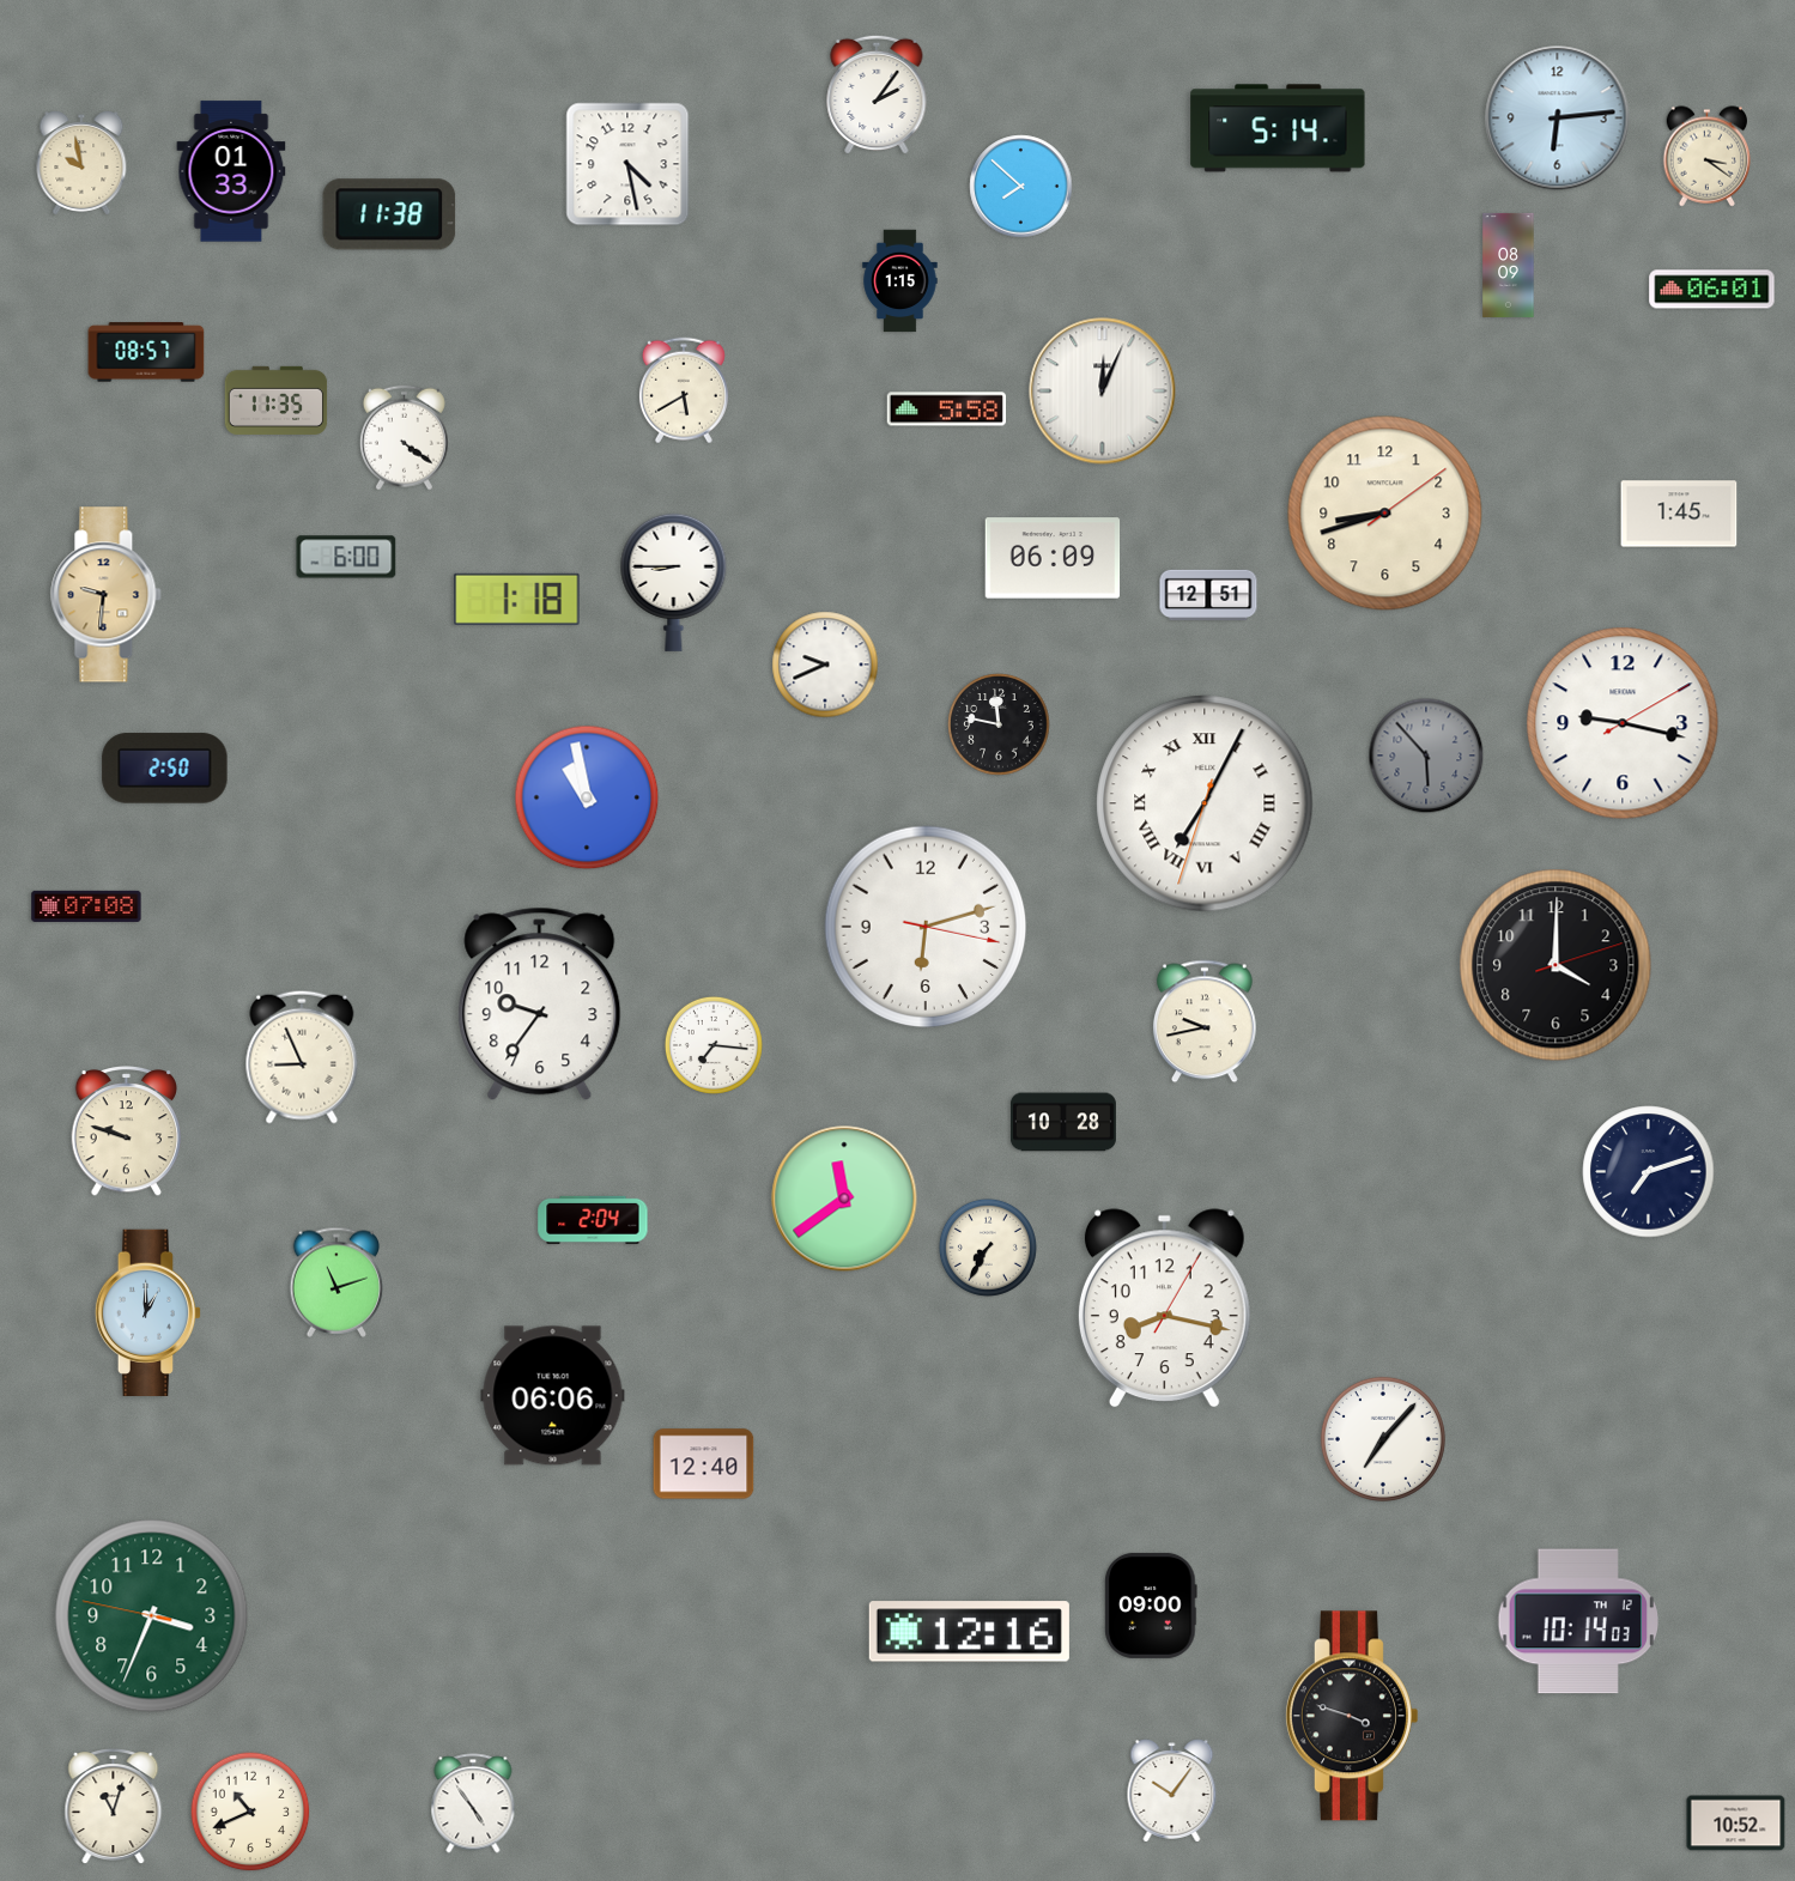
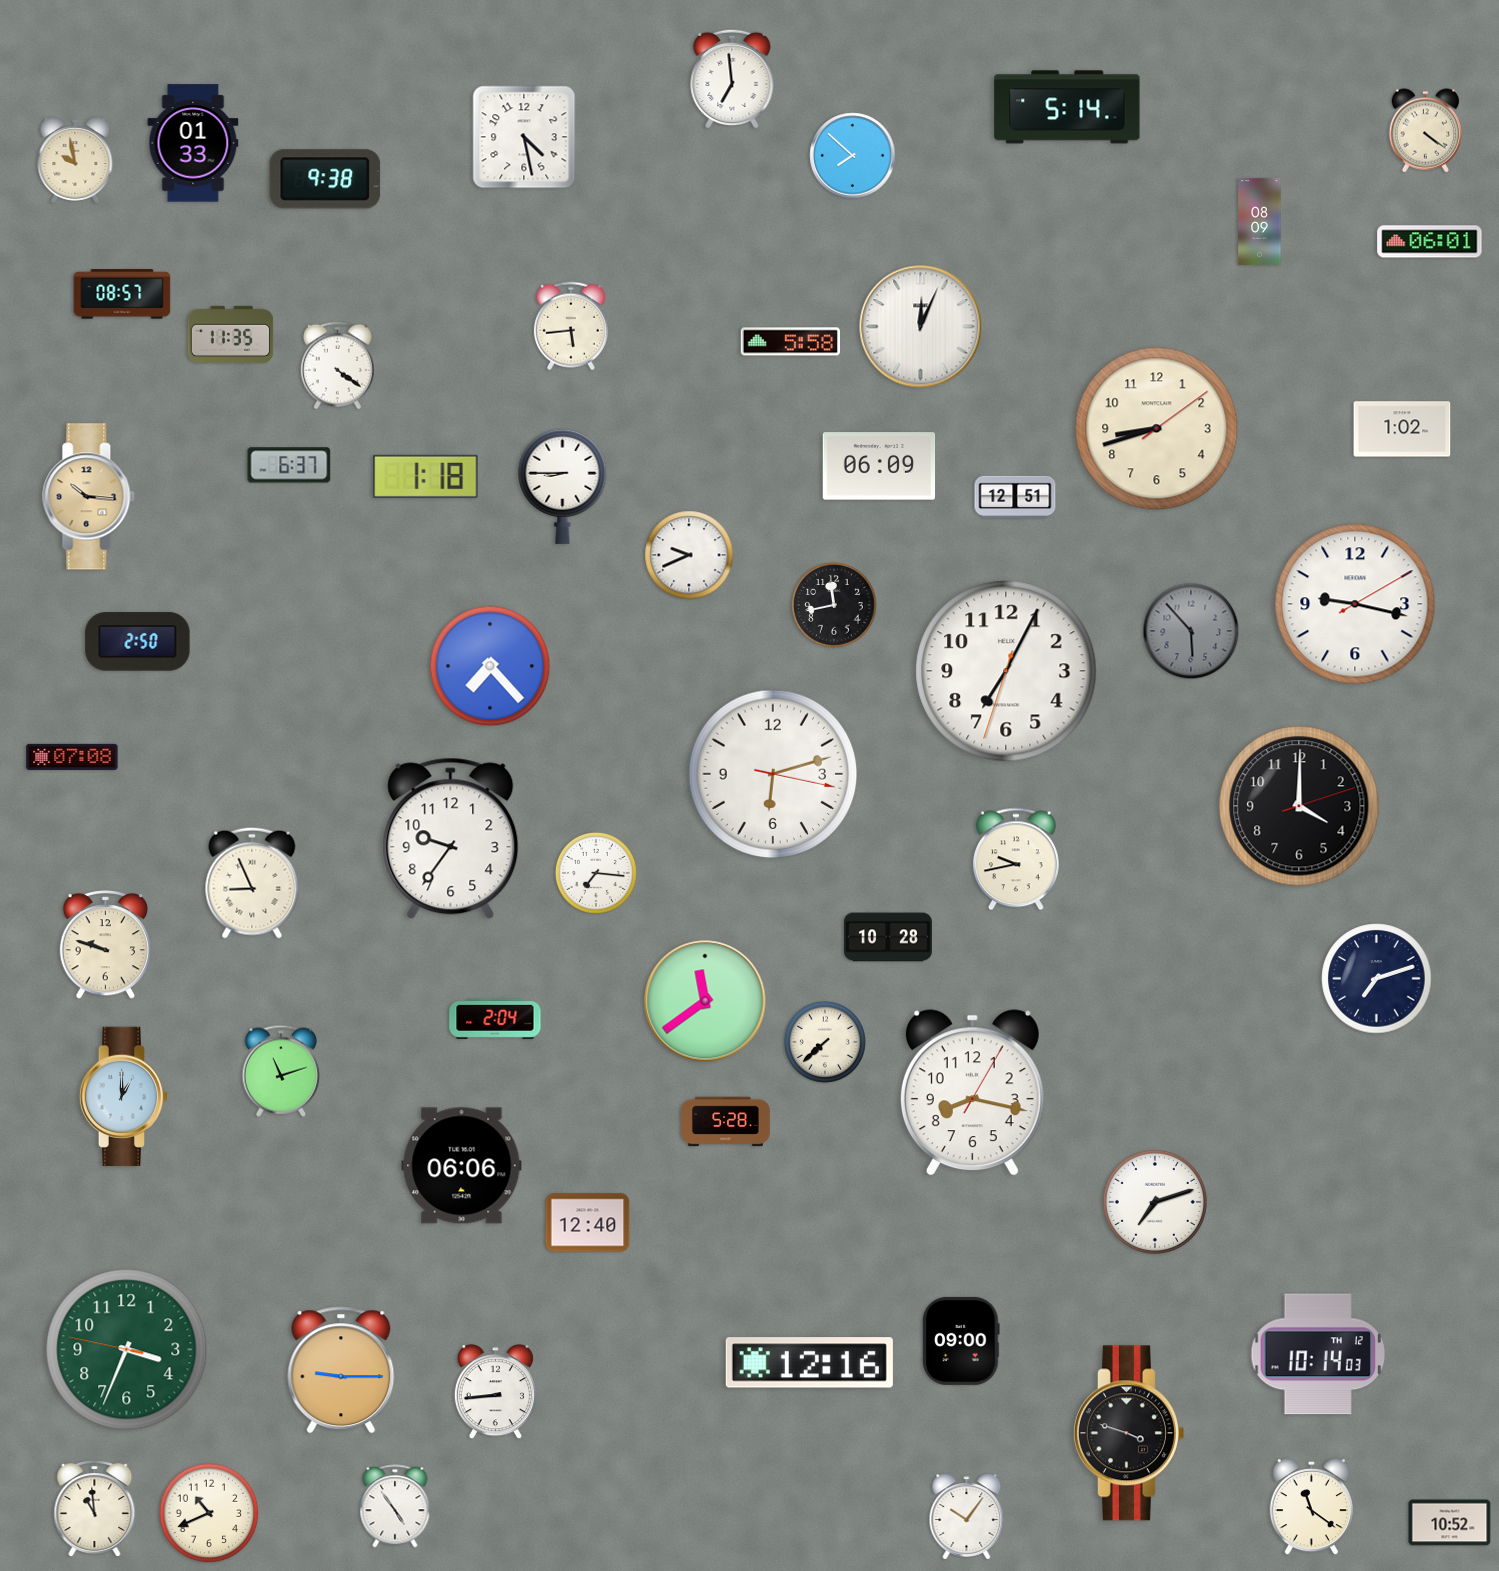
clock at (877, 95): 2:06 -> 6:59
clock at (1558, 119): 6:14 -> none
clock at (1708, 157): 3:21 -> 4:21
clock at (81, 163) position: (81, 163) -> (75, 160)
clock at (389, 214): 11:38 -> 9:38
clock at (900, 281): 1:15 -> none
clock at (684, 390): 5:40 -> 5:44
clock at (1679, 514): 1:45 -> 1:02
clock at (346, 557): 6:00 -> 6:37
clock at (1208, 594) position: (1208, 594) -> (1015, 496)
clock at (107, 595): 9:31 -> 10:16
clock at (517, 599) position: (517, 599) -> (426, 476)
clock at (999, 724): 11:47 -> 11:43
clock at (587, 797): 10:58 -> 7:23
clock at (1205, 803) numerals: Roman -> Arabic
clock at (1205, 1021) position: (1205, 1021) -> (1016, 859)
clock at (988, 1248): 7:35 -> 7:38
clock at (726, 1122): none -> 5:28
clock at (1383, 1439): 7:07 -> 7:12
clock at (341, 1370): none -> 9:15
clock at (495, 1392): none -> 8:44
clock at (1172, 1791) position: (1172, 1791) -> (967, 1517)
clock at (1311, 1507): none -> 11:21
clock at (114, 1807): 11:03 -> 10:59
